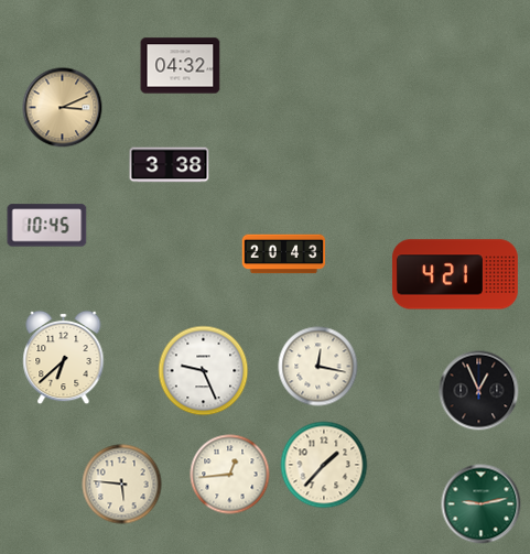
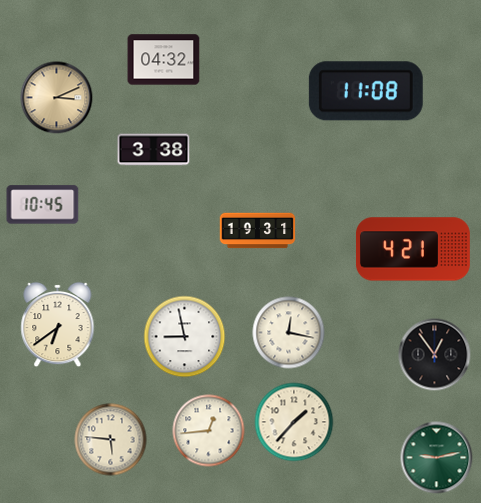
clock at (366, 91): none -> 11:08
clock at (284, 254): 20:43 -> 19:31
clock at (64, 358): 6:38 -> 6:39
clock at (204, 371): 9:26 -> 8:58
clock at (479, 391): 12:56 -> 12:54
